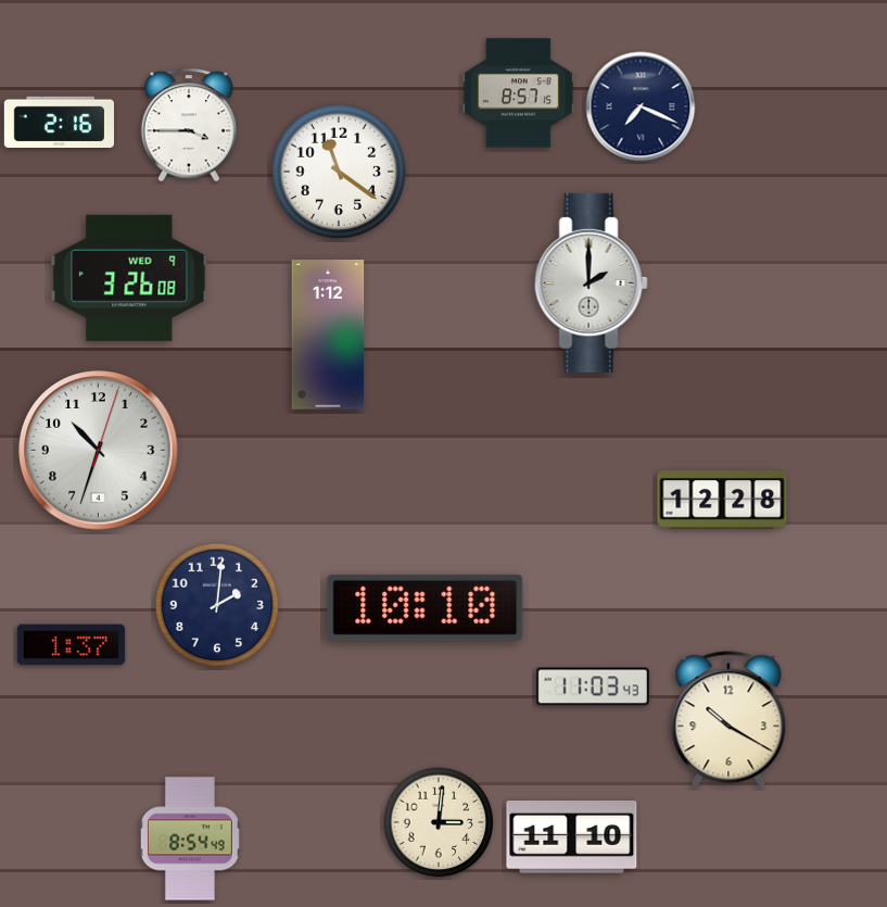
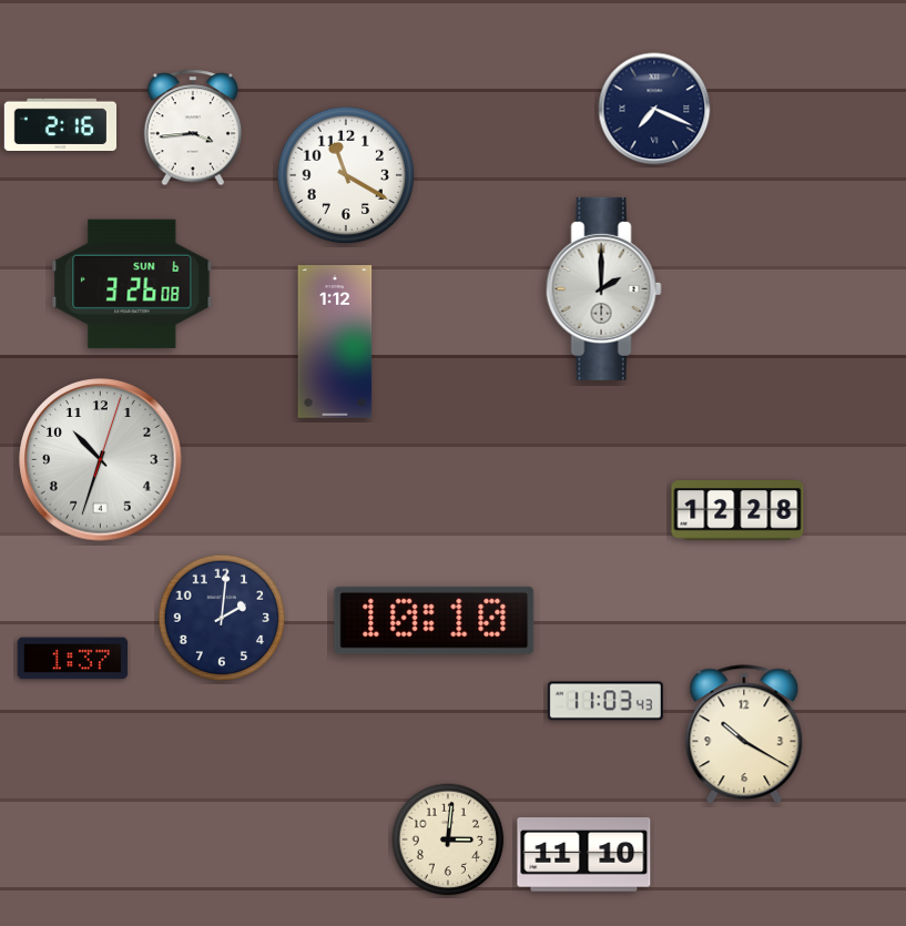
clock at (518, 93): 8:57 -> none
clock at (189, 125): 3:45 -> 3:44
clock at (339, 172): 11:21 -> 11:20
clock at (129, 278) date: WED 9 -> SUN 6
clock at (190, 839): 8:54 -> none
